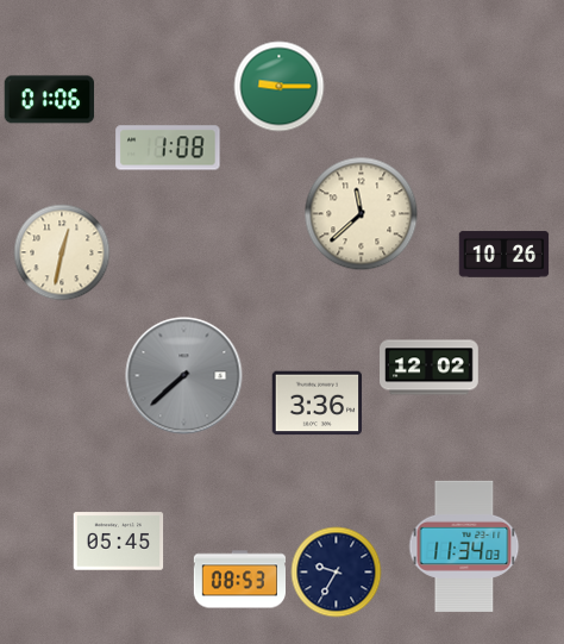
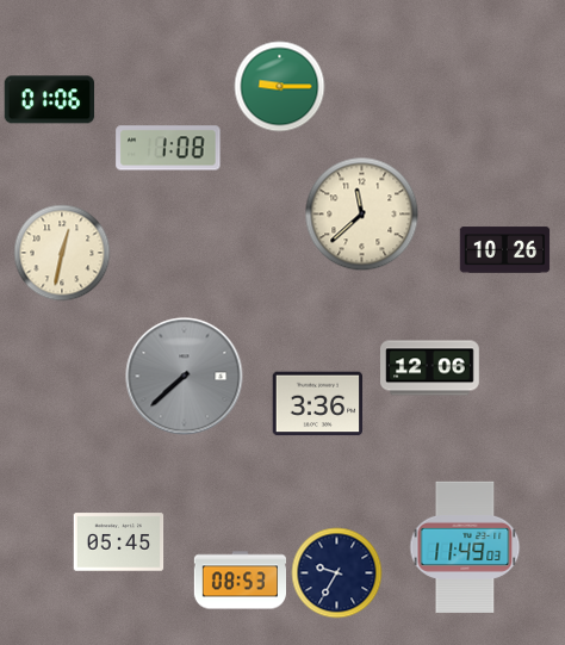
clock at (505, 255) position: (505, 255) -> (505, 250)
clock at (430, 368): 12:02 -> 12:06
clock at (464, 546): 11:34 -> 11:49
